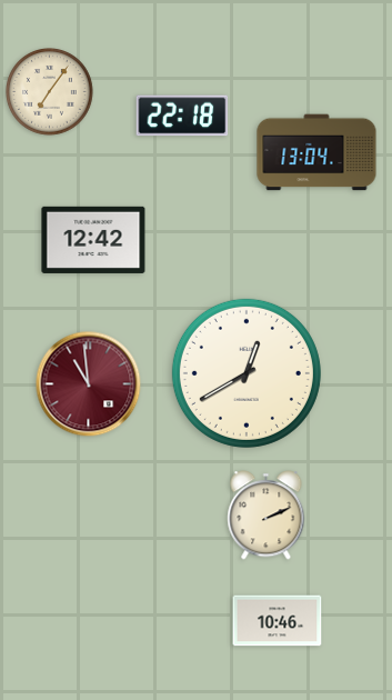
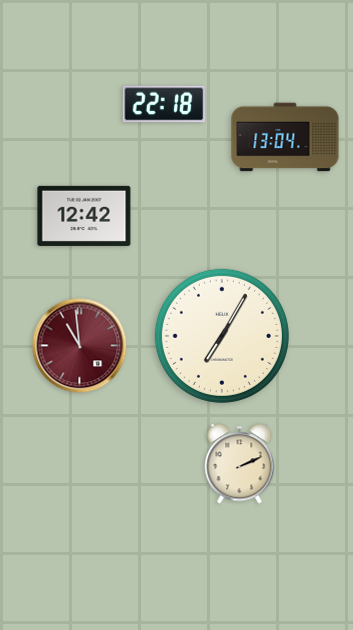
clock at (50, 92): 7:06 -> none
clock at (247, 373): 12:40 -> 7:05
clock at (278, 621): 10:46 -> none
